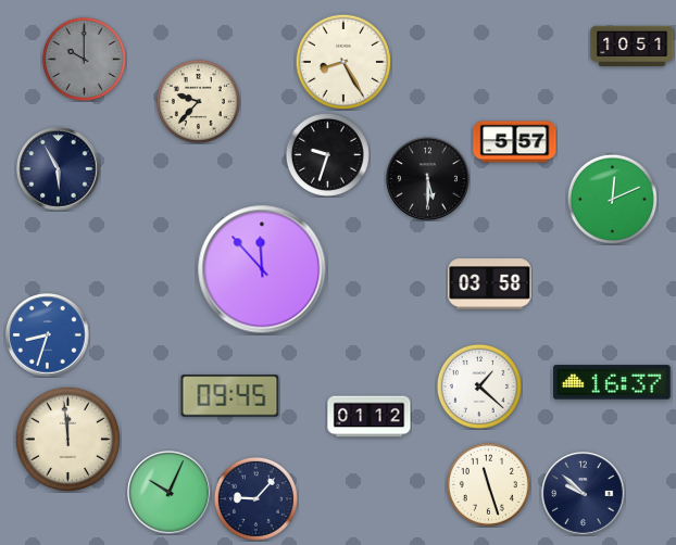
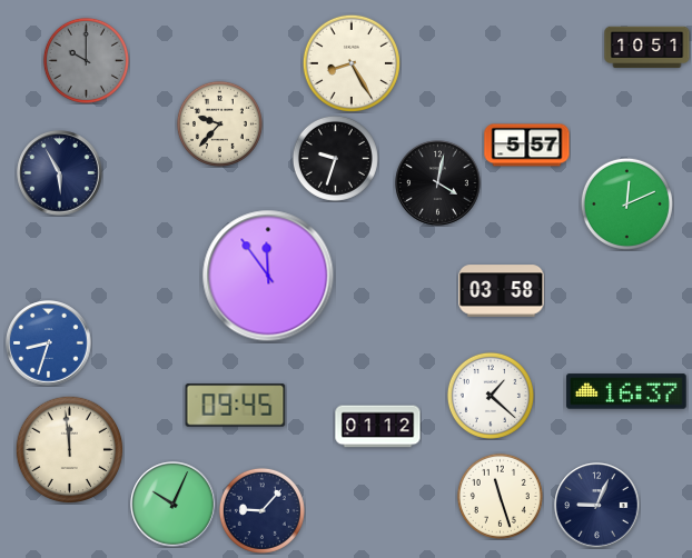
clock at (198, 101) position: (198, 101) -> (219, 123)
clock at (428, 179): 5:30 -> 4:02
clock at (262, 269): 11:53 -> 11:54
clock at (584, 494): 9:52 -> 9:04
